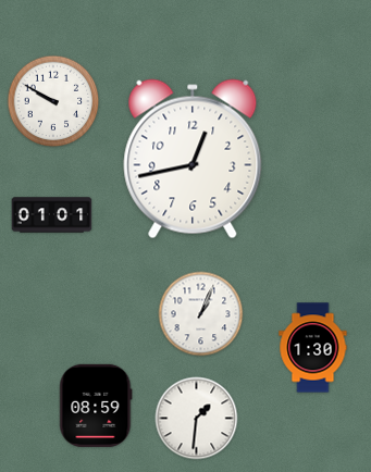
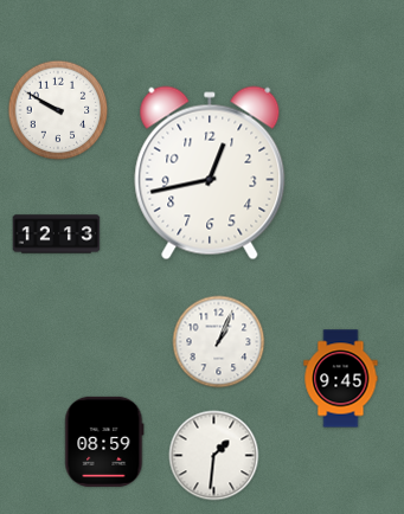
clock at (52, 215): 01:01 -> 12:13
clock at (313, 348): 1:30 -> 9:45
